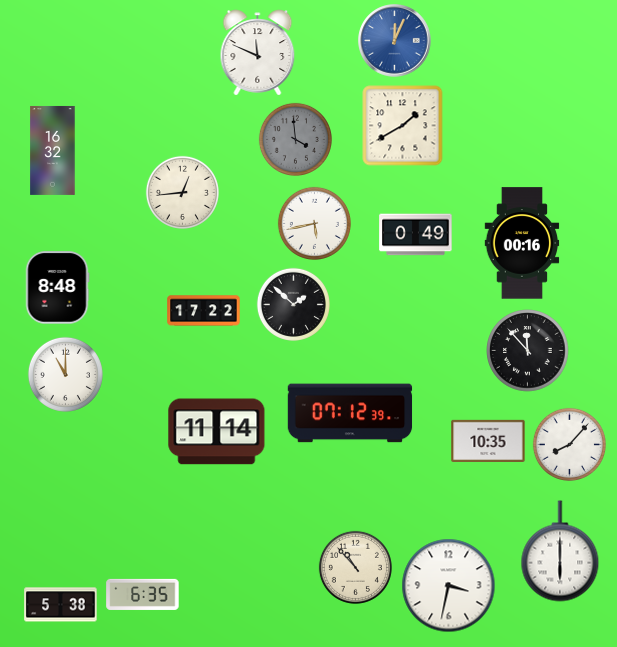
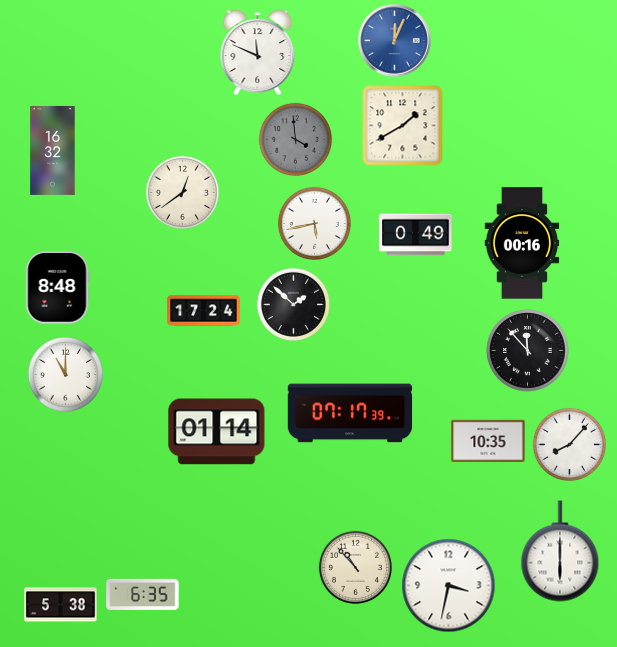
clock at (182, 192): 12:44 -> 12:39
clock at (204, 311): 17:22 -> 17:24
clock at (350, 413): 07:12 -> 07:17
clock at (217, 432): 11:14 -> 01:14
